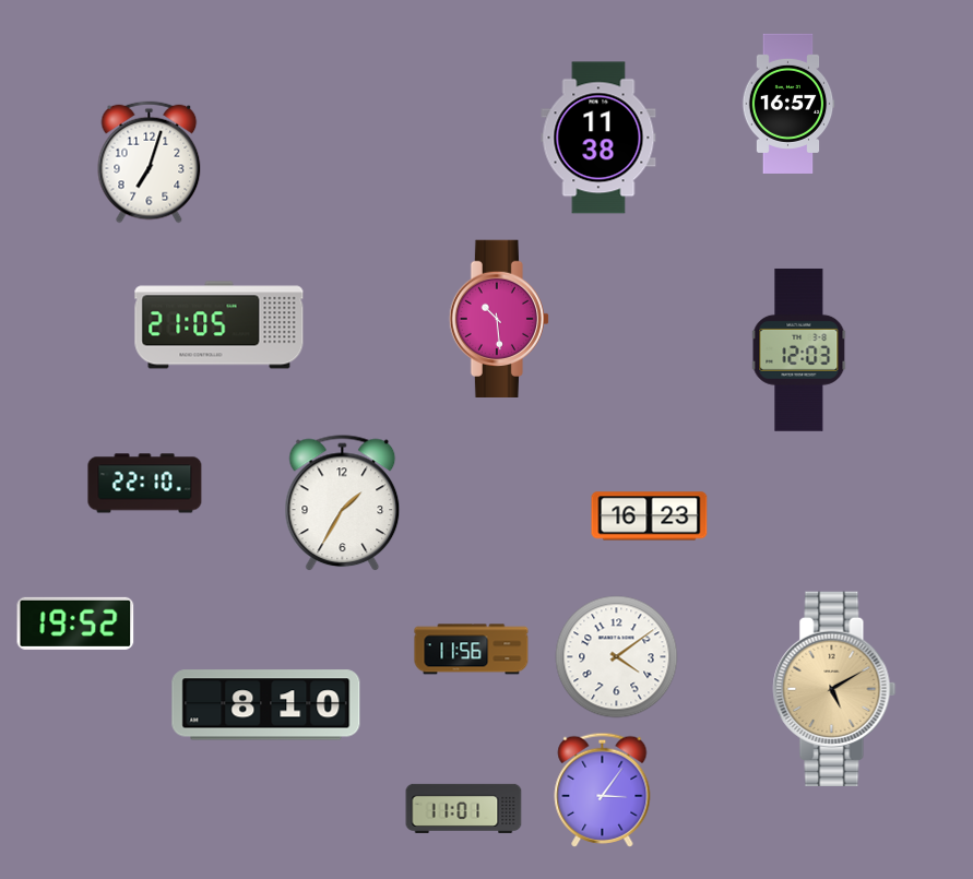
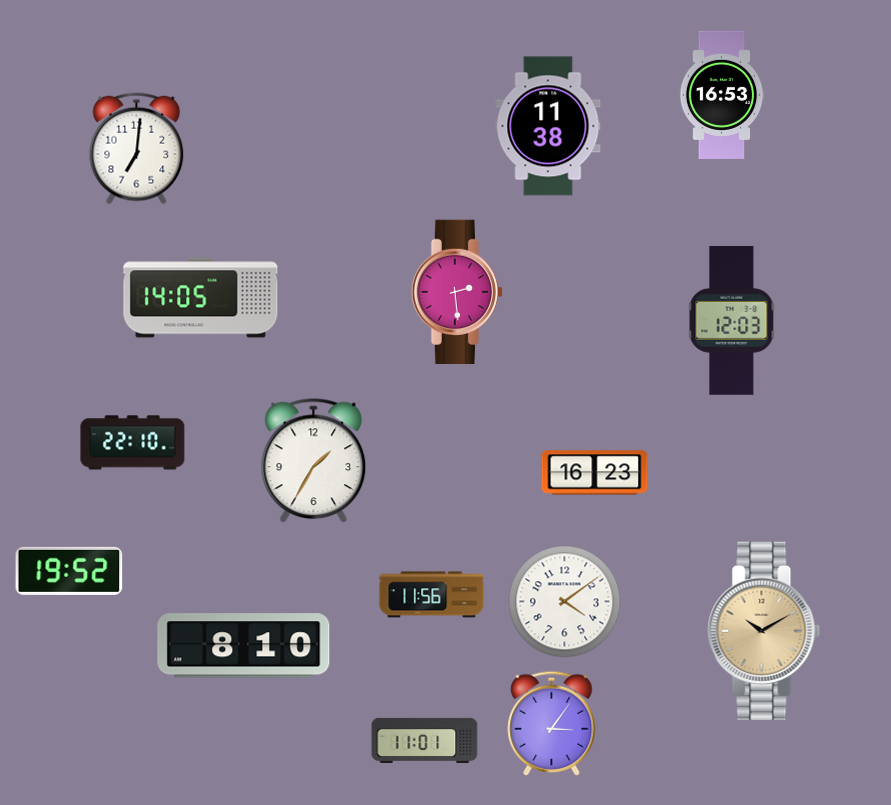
clock at (788, 104): 16:57 -> 16:53
clock at (150, 163): 7:03 -> 7:01
clock at (499, 318): 10:29 -> 2:29
clock at (219, 325): 21:05 -> 14:05
clock at (834, 688): 5:10 -> 10:10
